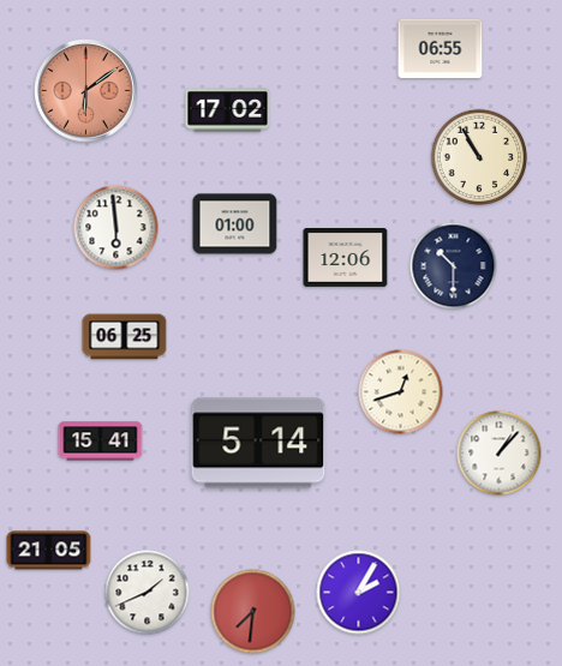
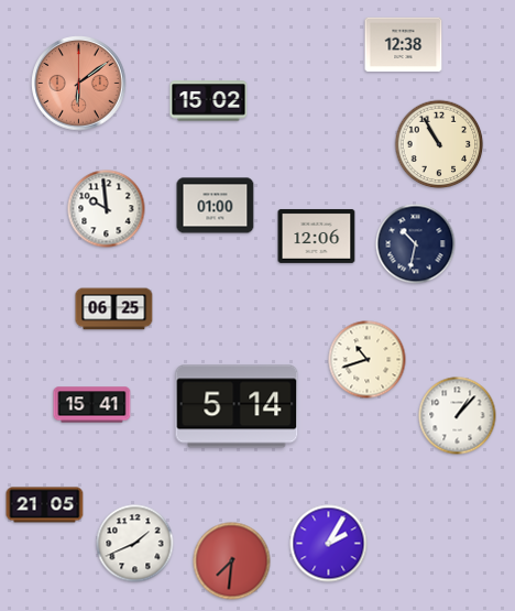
clock at (441, 49): 06:55 -> 12:38
clock at (228, 110): 17:02 -> 15:02
clock at (116, 228): 5:59 -> 9:59
clock at (454, 266): 10:30 -> 10:32
clock at (401, 392): 12:42 -> 10:42
